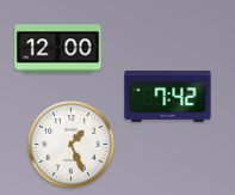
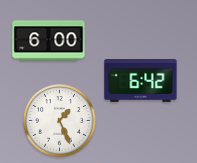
clock at (58, 49): 12:00 -> 6:00
clock at (168, 97): 7:42 -> 6:42
